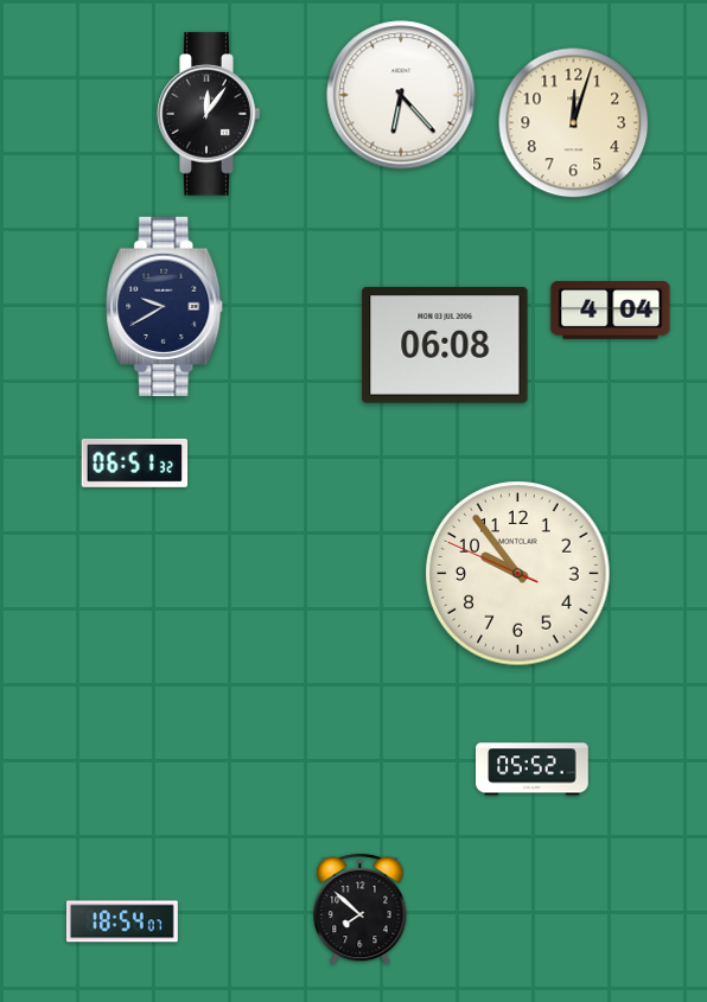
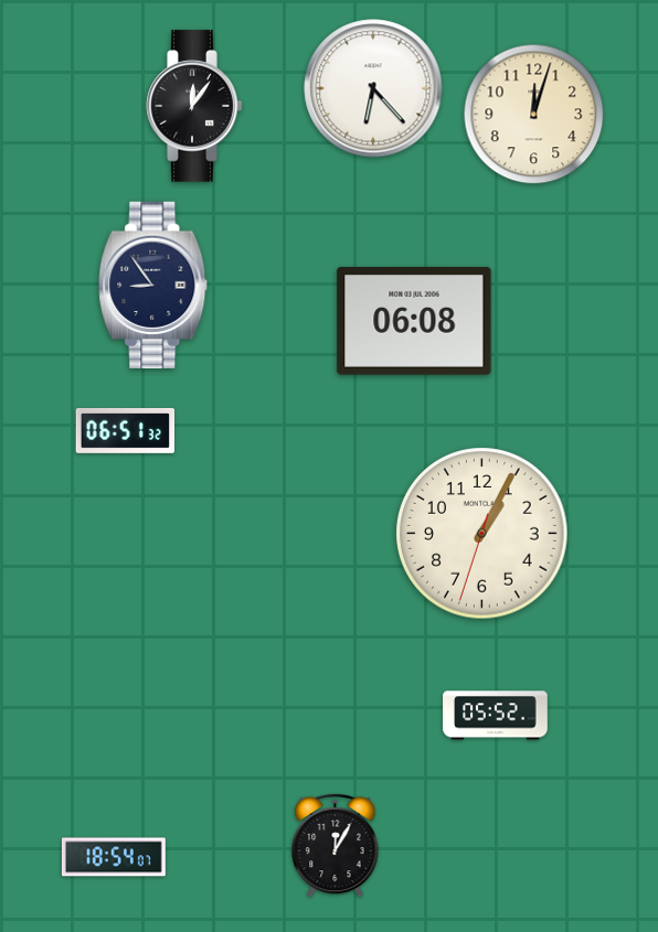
clock at (165, 306): 9:40 -> 8:54
clock at (611, 311): 4:04 -> none
clock at (518, 574): 9:53 -> 1:04
clock at (361, 908): 7:52 -> 12:05
